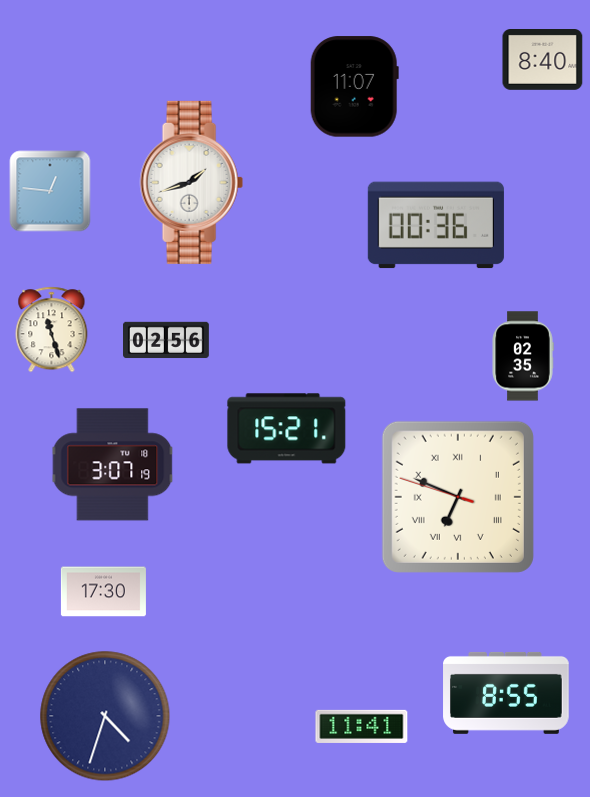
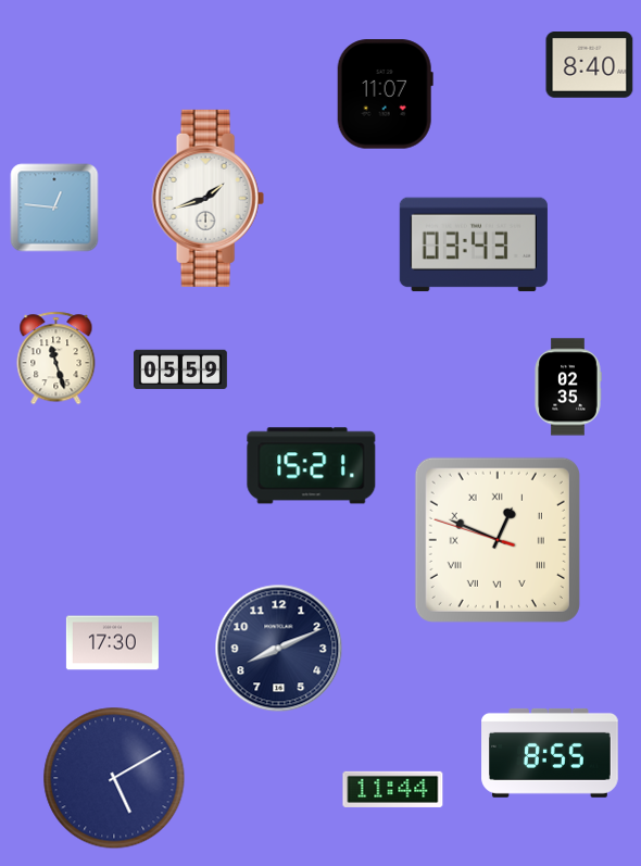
clock at (436, 225): 00:36 -> 03:43
clock at (167, 340): 02:56 -> 05:59
clock at (113, 465): 3:07 -> none
clock at (458, 497): 6:48 -> 12:48
clock at (279, 649): none -> 8:11
clock at (105, 716): 4:33 -> 5:10
clock at (362, 726): 11:41 -> 11:44
